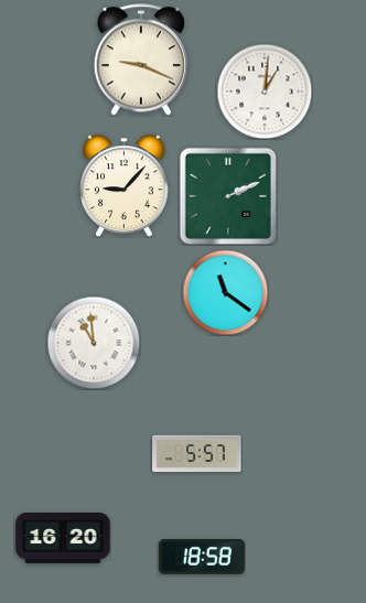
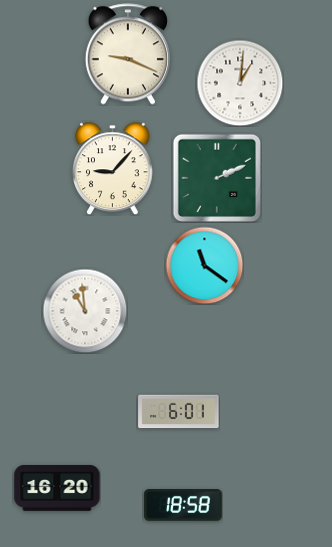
clock at (228, 196) position: (228, 196) -> (217, 178)
clock at (197, 454): 5:57 -> 6:01
